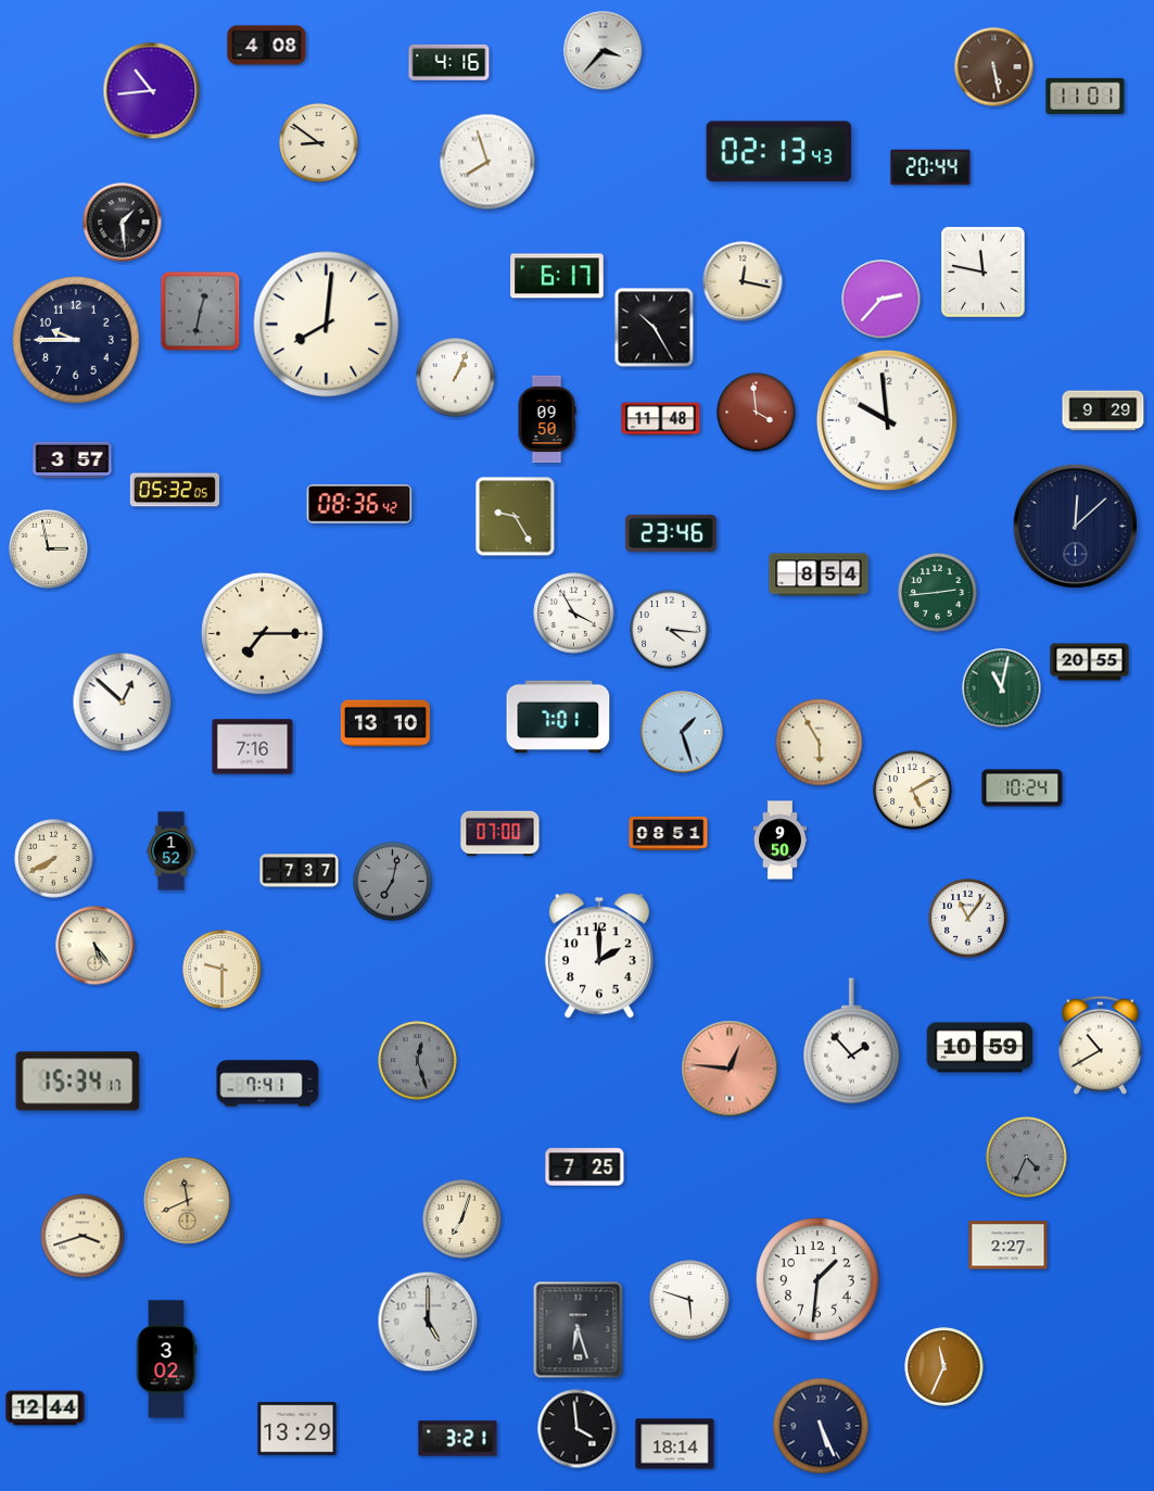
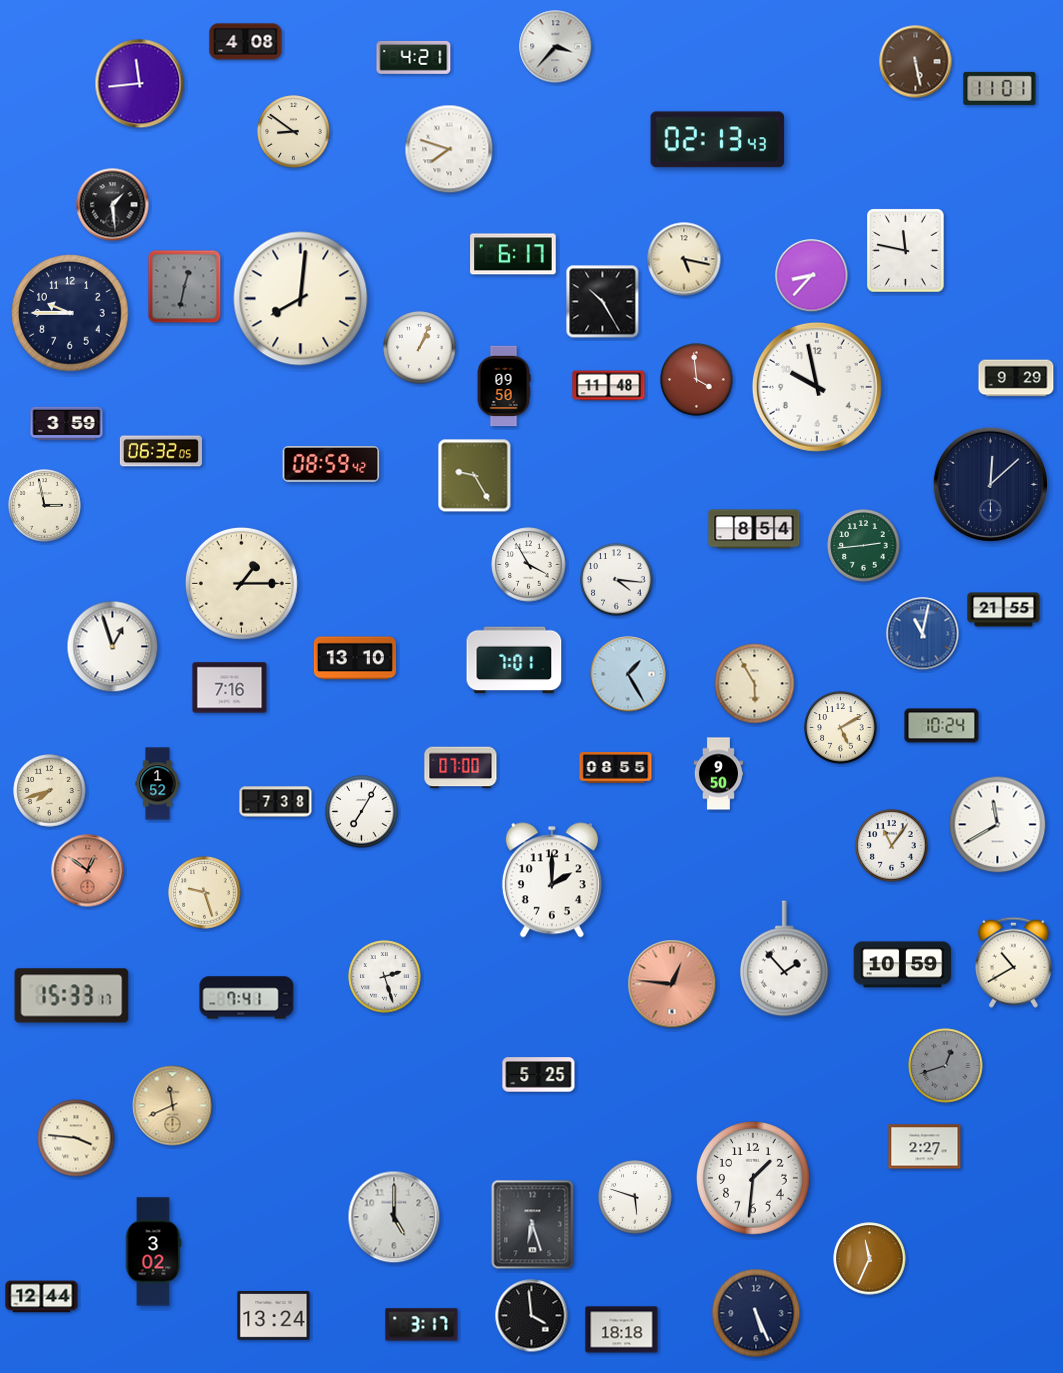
clock at (449, 63): 4:16 -> 4:21
clock at (152, 91): 10:44 -> 11:44
clock at (487, 162): 7:57 -> 7:48
clock at (930, 167): 20:44 -> none
clock at (743, 281): 12:17 -> 5:17
clock at (882, 300): 2:37 -> 8:37
clock at (887, 420): 9:59 -> 9:58
clock at (73, 459): 3:57 -> 3:59
clock at (175, 490): 05:32 -> 06:32
clock at (359, 505): 08:36 -> 08:59
clock at (671, 533): 23:46 -> none
clock at (262, 633): 7:15 -> 1:15
clock at (1090, 662): 20:55 -> 21:55
clock at (1002, 688) dial: green -> blue
clock at (123, 703): 12:52 -> 12:57
clock at (385, 723) position: (385, 723) -> (355, 658)
clock at (682, 732): 1:27 -> 1:25
clock at (253, 747) position: (253, 747) -> (230, 688)
clock at (669, 834): 08:51 -> 08:55
clock at (54, 859): 7:40 -> 7:42
clock at (300, 871): 7:37 -> 7:38
clock at (393, 882): 7:02 -> 7:05
clock at (393, 882) dial: grey -> white
clock at (998, 825): none -> 11:40
clock at (96, 946): 5:24 -> 12:51
clock at (96, 946) dial: cream -> salmon
clock at (223, 970): 9:30 -> 9:27
clock at (418, 1061): 12:27 -> 2:27
clock at (418, 1061) dial: grey -> white
clock at (78, 1082): 15:34 -> 15:33
clock at (1027, 1158): 4:34 -> 12:42
clock at (585, 1167): 7:25 -> 5:25
clock at (462, 1220): 7:03 -> none
clock at (83, 1236): 3:42 -> 3:46
clock at (1009, 1246) position: (1009, 1246) -> (925, 1147)
clock at (297, 1429): 13:29 -> 13:24
clock at (458, 1439): 3:21 -> 3:17
clock at (675, 1444): 18:14 -> 18:18
